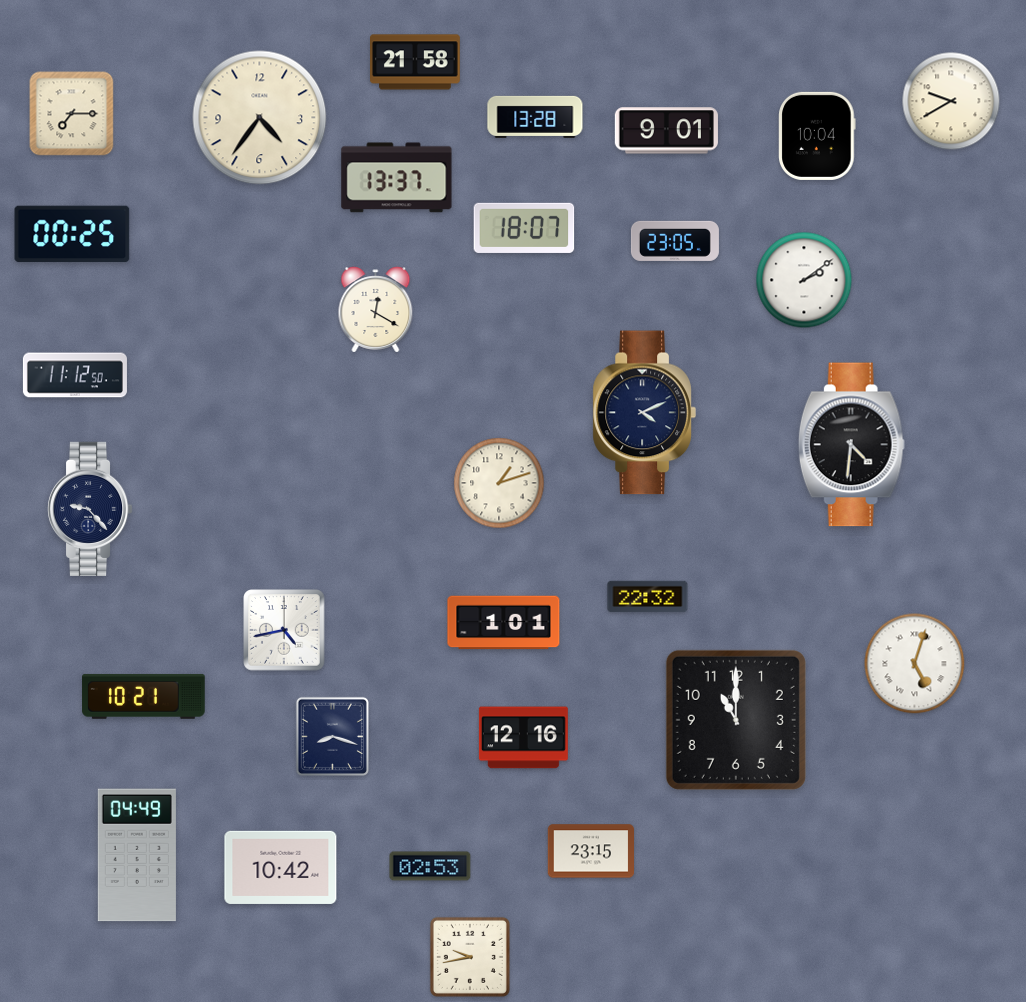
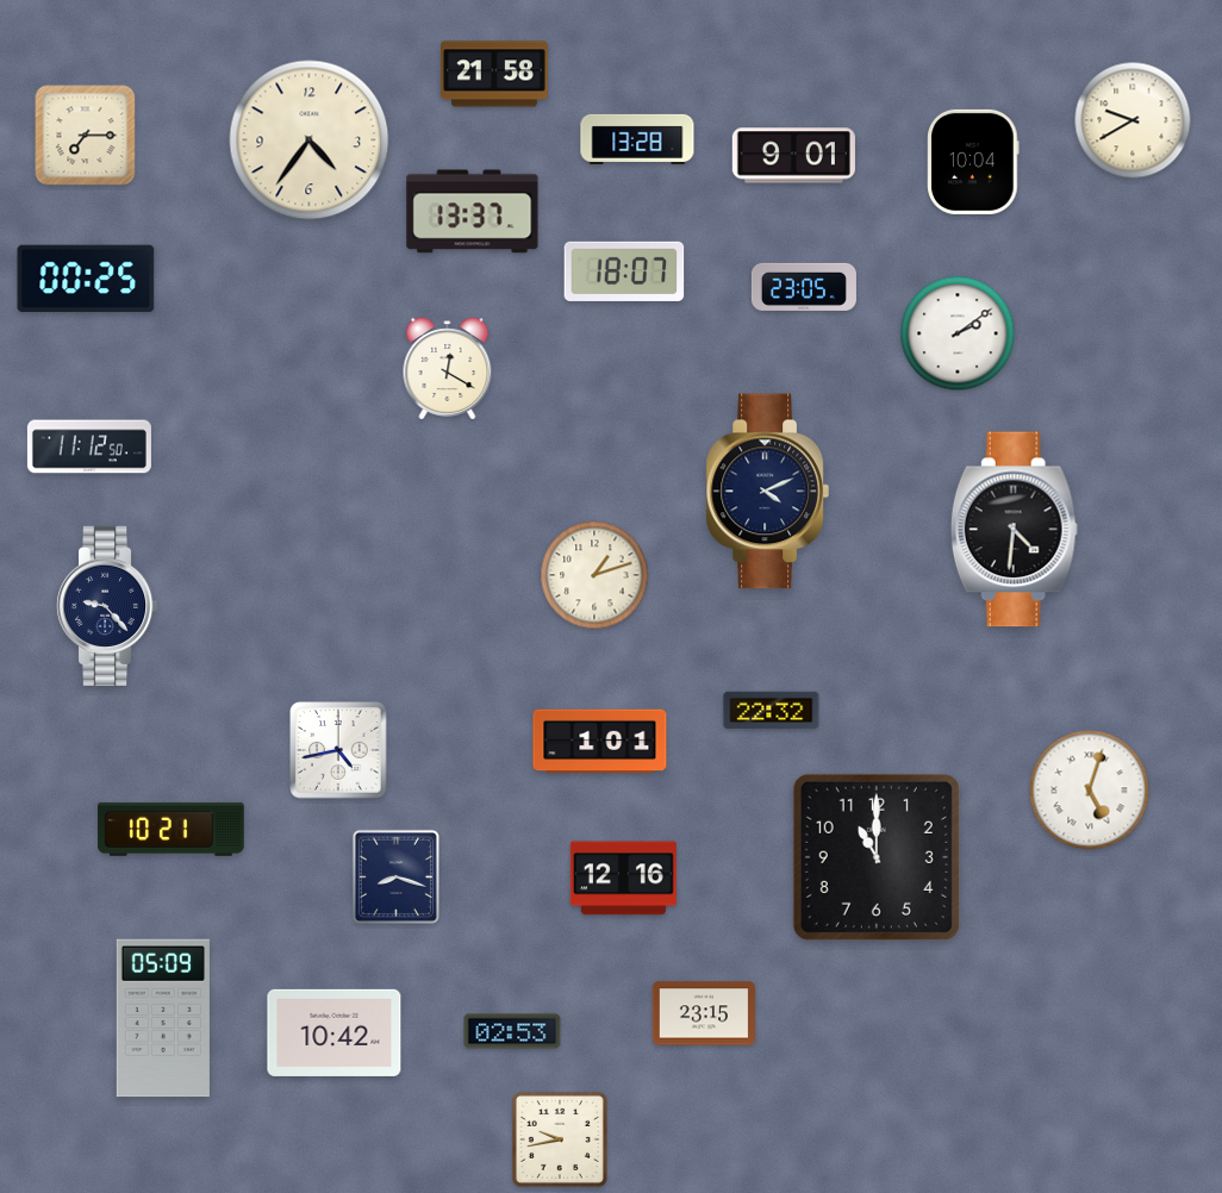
clock at (137, 855): 04:49 -> 05:09
